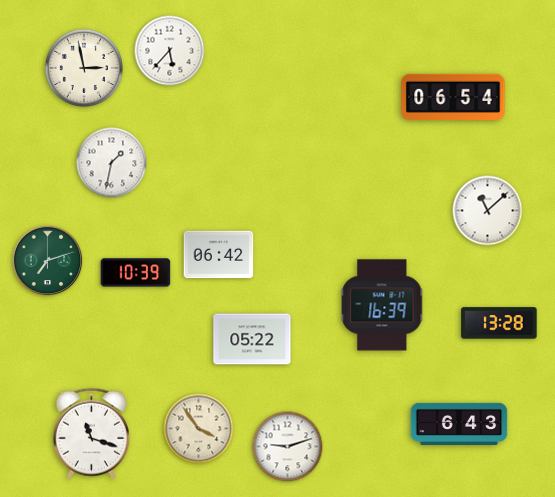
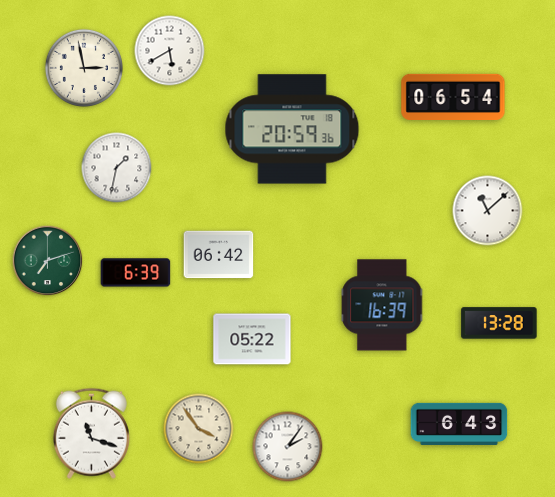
clock at (170, 51): 5:37 -> 5:40
clock at (292, 129): none -> 20:59
clock at (112, 163) position: (112, 163) -> (117, 168)
clock at (136, 273): 10:39 -> 6:39
clock at (288, 447): 9:12 -> 2:06
